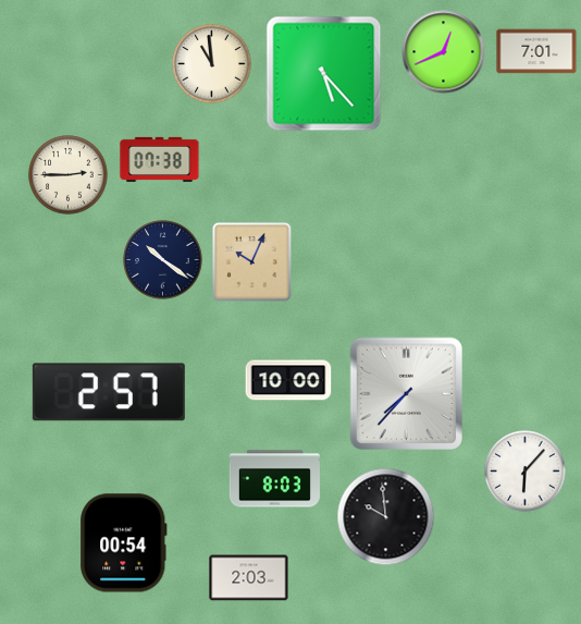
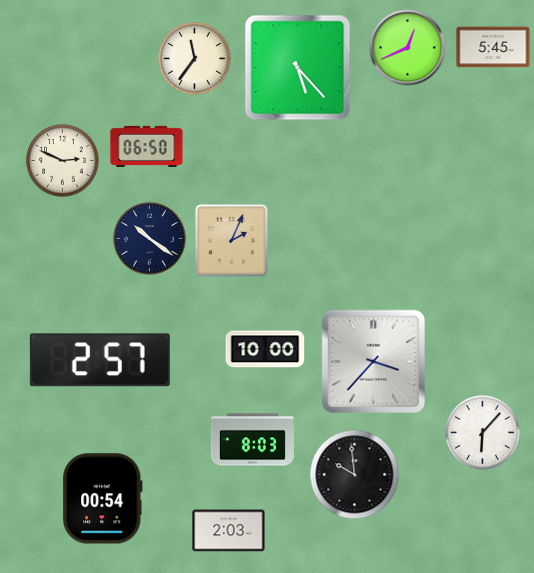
clock at (536, 51): 7:01 -> 5:45
clock at (212, 64): 10:59 -> 11:36
clock at (160, 159): 07:38 -> 06:50
clock at (69, 175): 2:45 -> 2:49
clock at (251, 261): 10:04 -> 2:04
clock at (406, 393): 7:37 -> 3:37
clock at (124, 543) position: (124, 543) -> (103, 499)
